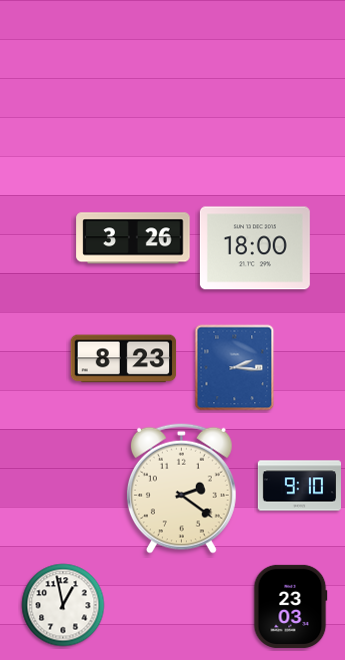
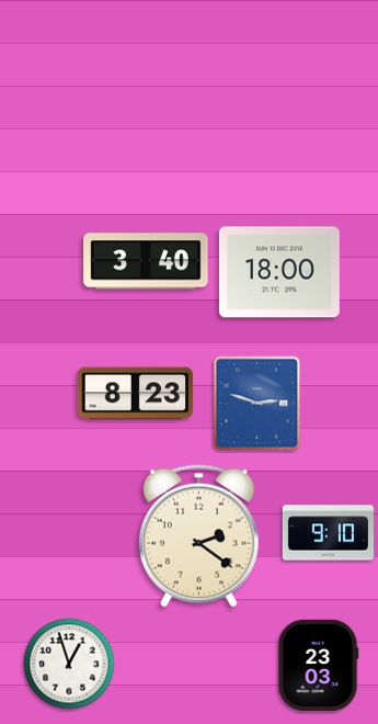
clock at (133, 238): 3:26 -> 3:40
clock at (235, 368): 2:16 -> 2:48
clock at (63, 605): 12:58 -> 12:57
